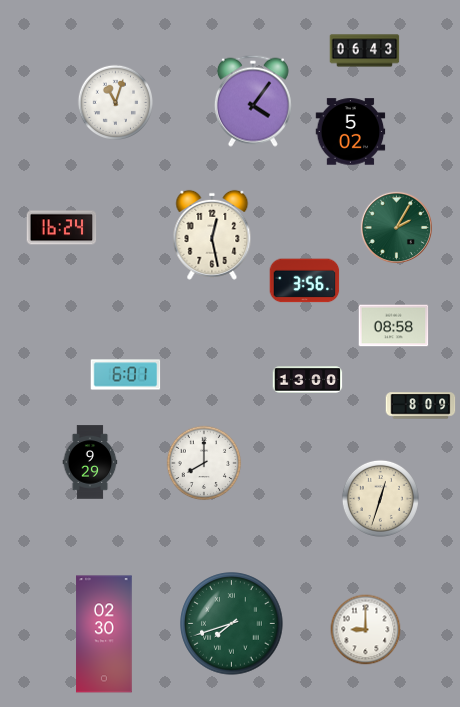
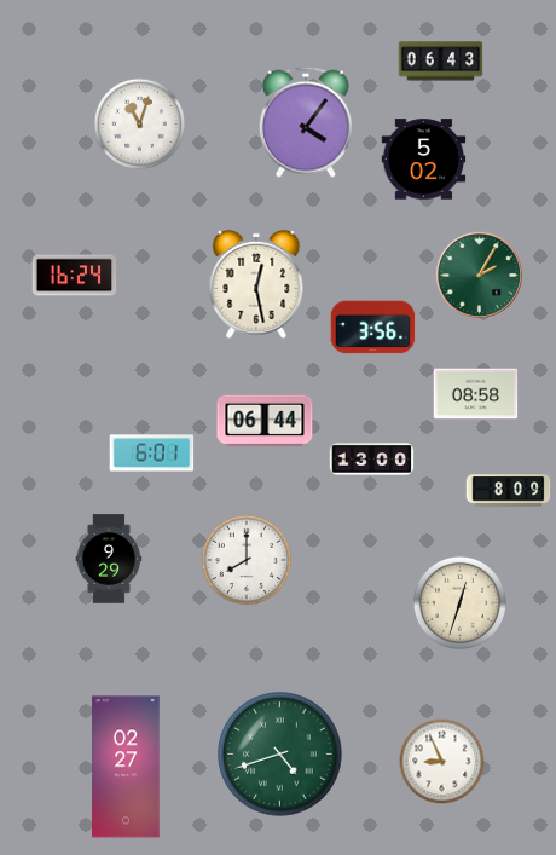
clock at (305, 281) position: (305, 281) -> (373, 328)
clock at (265, 421): none -> 06:44
clock at (232, 624): 7:42 -> 4:42
clock at (366, 630): 9:00 -> 8:56
clock at (104, 634): 02:30 -> 02:27
